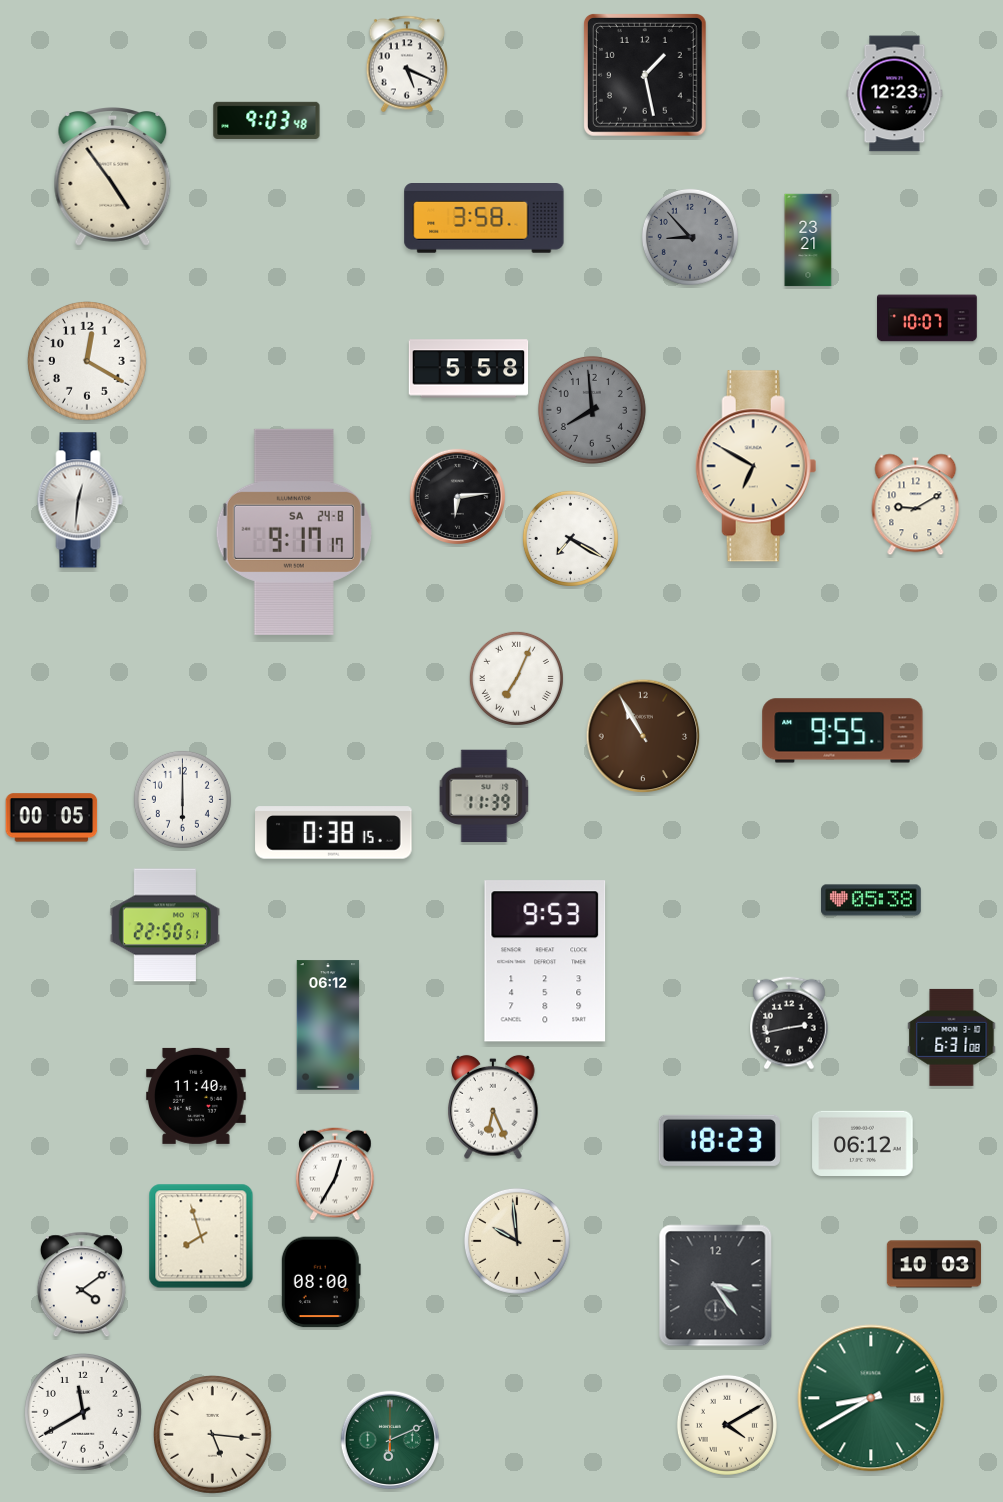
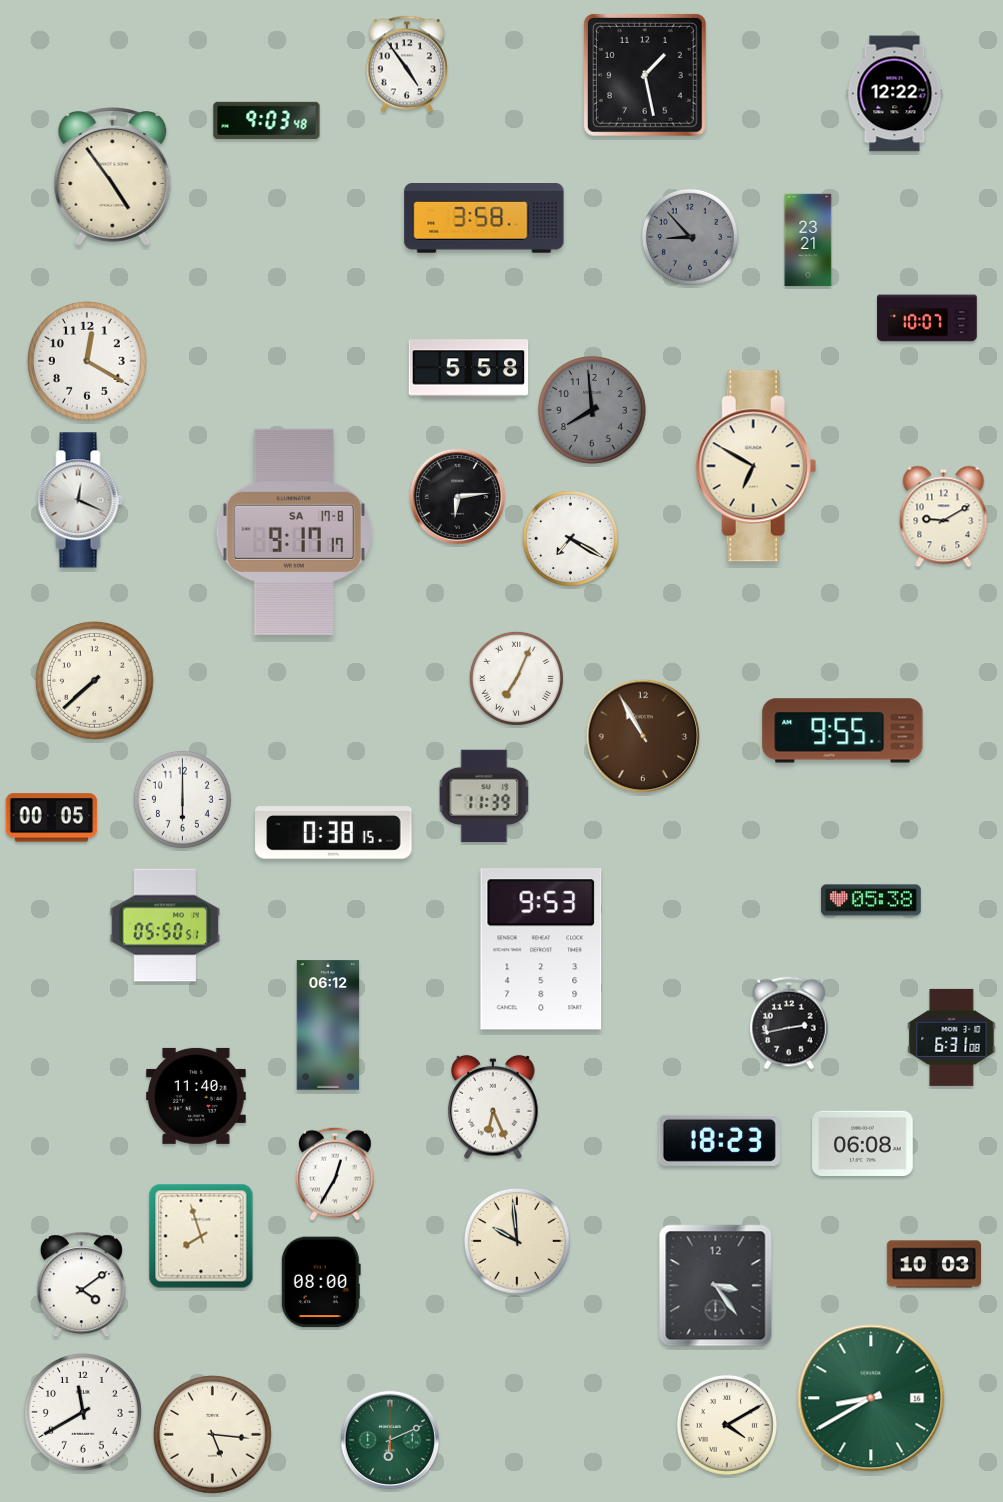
clock at (407, 64): 5:19 -> 4:54
clock at (895, 94): 12:23 -> 12:22
clock at (80, 500): 12:31 -> 12:19
clock at (916, 505) position: (916, 505) -> (944, 517)
clock at (294, 532) date: SA 24-8 -> SA 17-8
clock at (95, 681): none -> 7:38
clock at (165, 925): 22:50 -> 05:50
clock at (545, 961) position: (545, 961) -> (541, 949)
clock at (863, 1143): 06:12 -> 06:08
